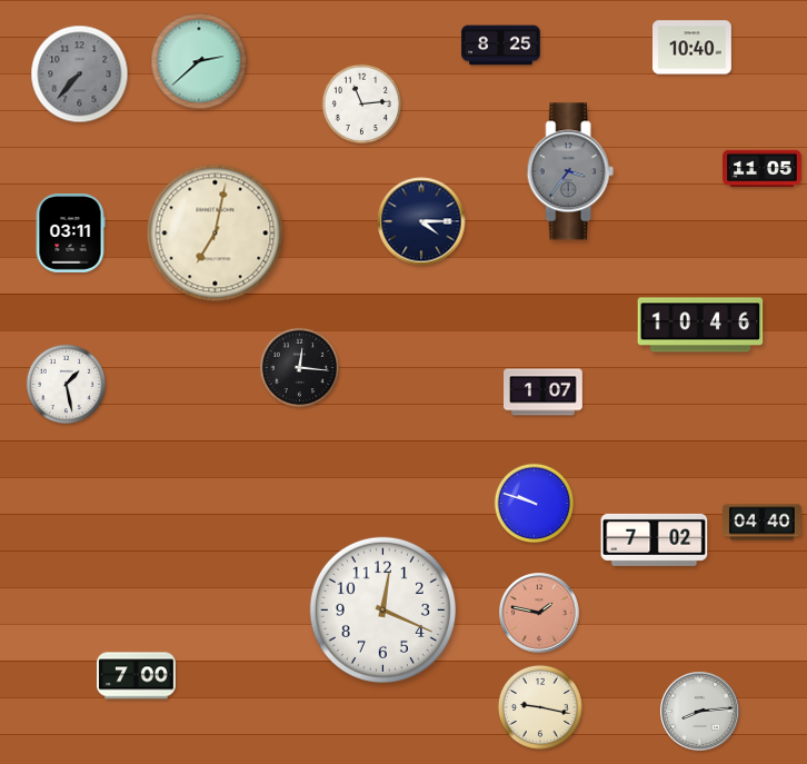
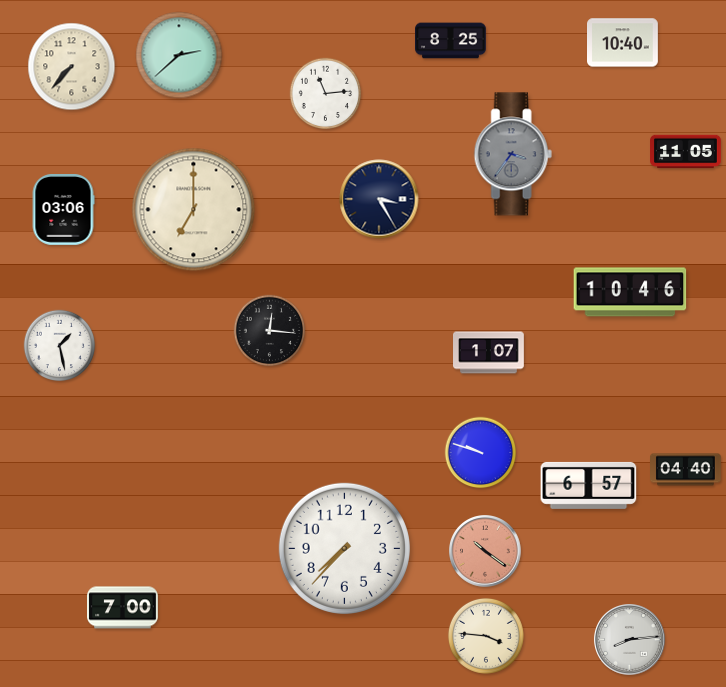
clock at (80, 75) dial: grey -> cream
clock at (421, 221): 4:15 -> 3:25
clock at (70, 234): 03:11 -> 03:06
clock at (216, 234): 7:02 -> 7:00
clock at (655, 539): 7:02 -> 6:57
clock at (382, 609): 12:19 -> 7:37
clock at (539, 613): 1:47 -> 10:21
clock at (540, 707): 9:17 -> 3:46
